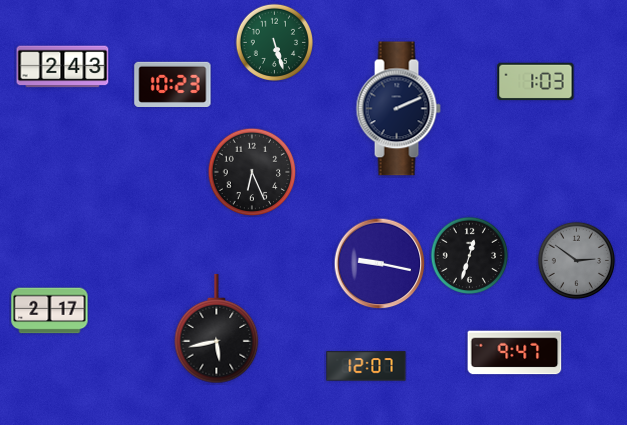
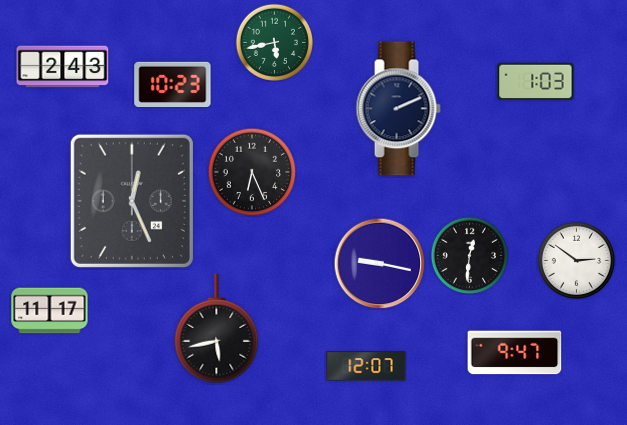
clock at (274, 42): 5:27 -> 5:43
clock at (132, 201): none -> 12:26
clock at (469, 255): 12:33 -> 12:31
clock at (576, 260) dial: grey -> white
clock at (50, 311): 2:17 -> 11:17
